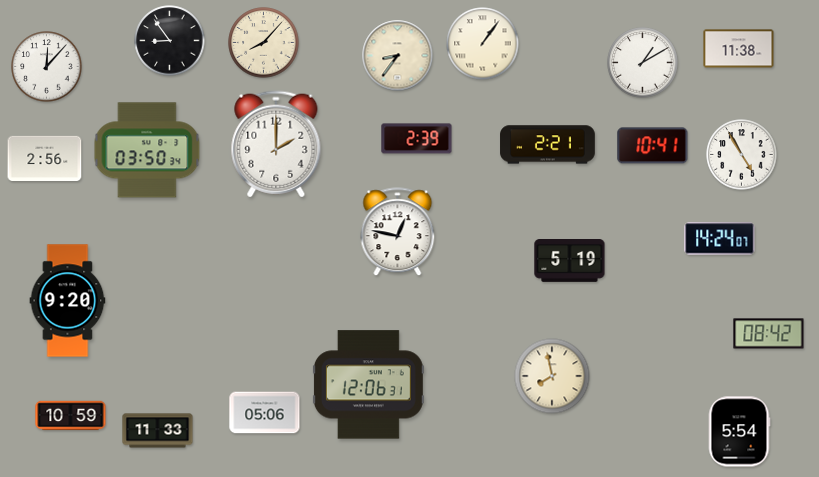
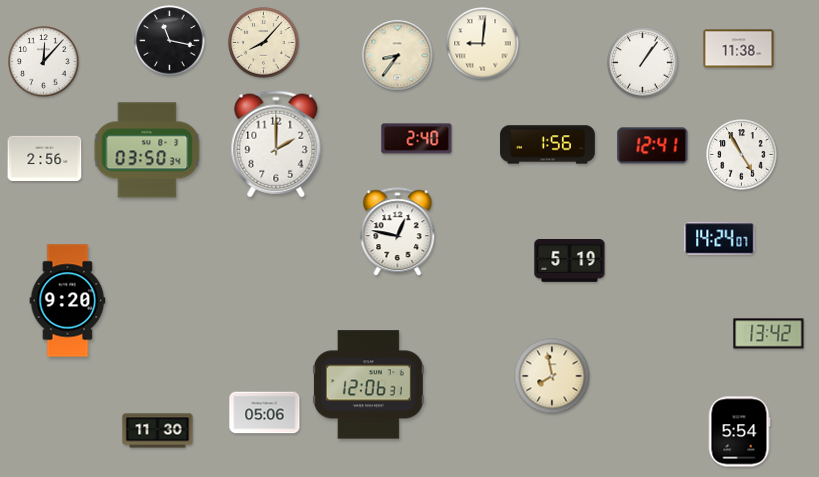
clock at (170, 41): 8:54 -> 11:17
clock at (483, 44): 1:06 -> 9:01
clock at (643, 63): 1:10 -> 1:06
clock at (47, 67) position: (47, 67) -> (44, 62)
clock at (417, 139): 2:39 -> 2:40
clock at (548, 145): 2:21 -> 1:56
clock at (653, 146): 10:41 -> 12:41
clock at (769, 334): 08:42 -> 13:42
clock at (71, 416): 10:59 -> none
clock at (158, 431): 11:33 -> 11:30
